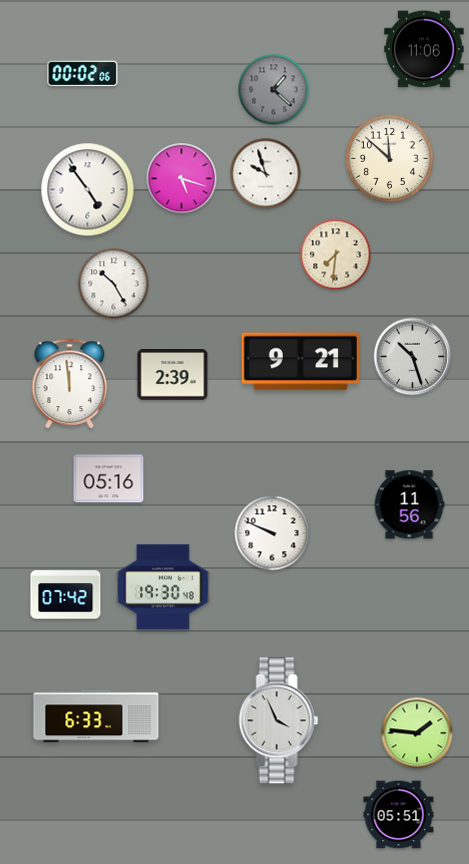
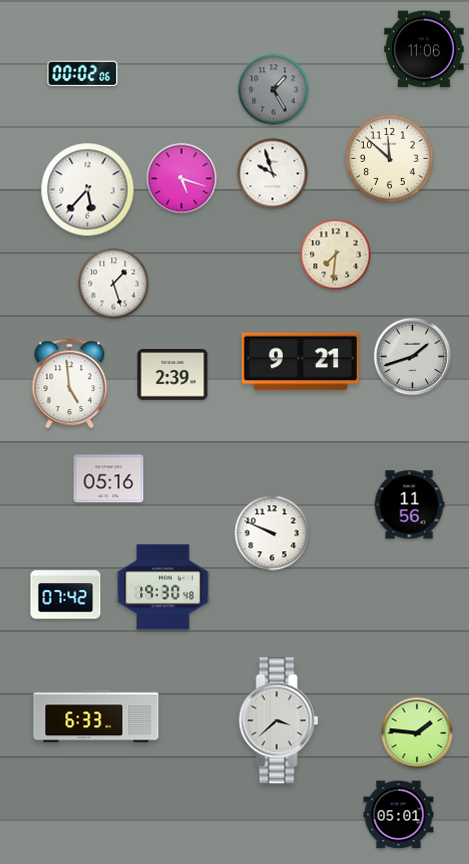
clock at (274, 90): 1:22 -> 1:25
clock at (266, 174) position: (266, 174) -> (273, 174)
clock at (88, 190): 4:54 -> 5:37
clock at (114, 284): 10:25 -> 1:27
clock at (413, 357): 10:27 -> 1:42
clock at (70, 383): 11:59 -> 4:59
clock at (279, 721): 3:56 -> 3:38
clock at (399, 815): 05:51 -> 05:01
